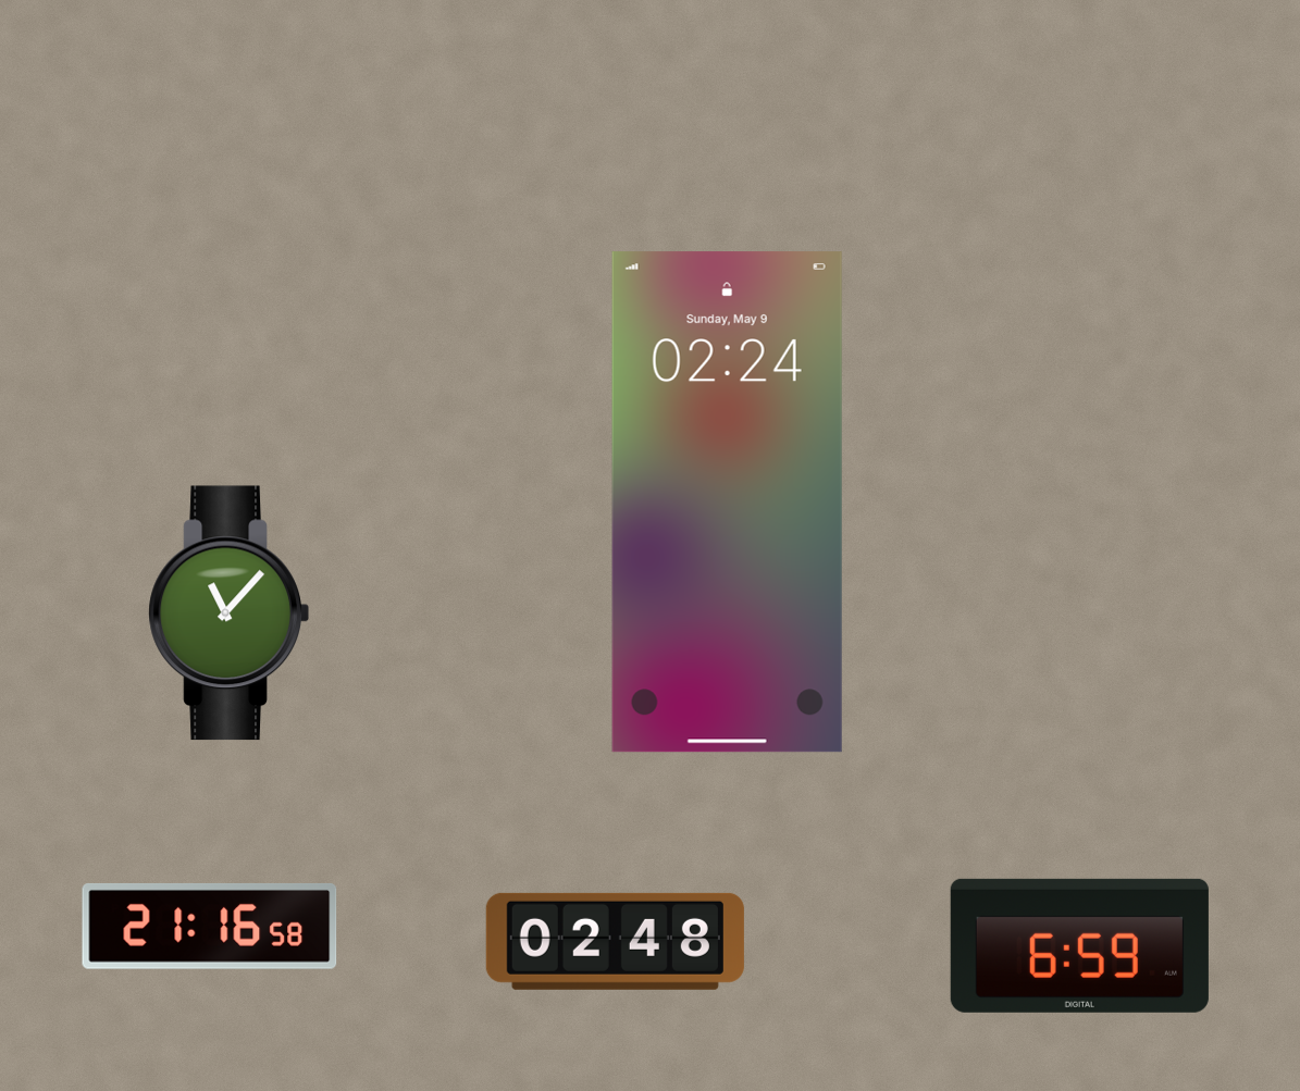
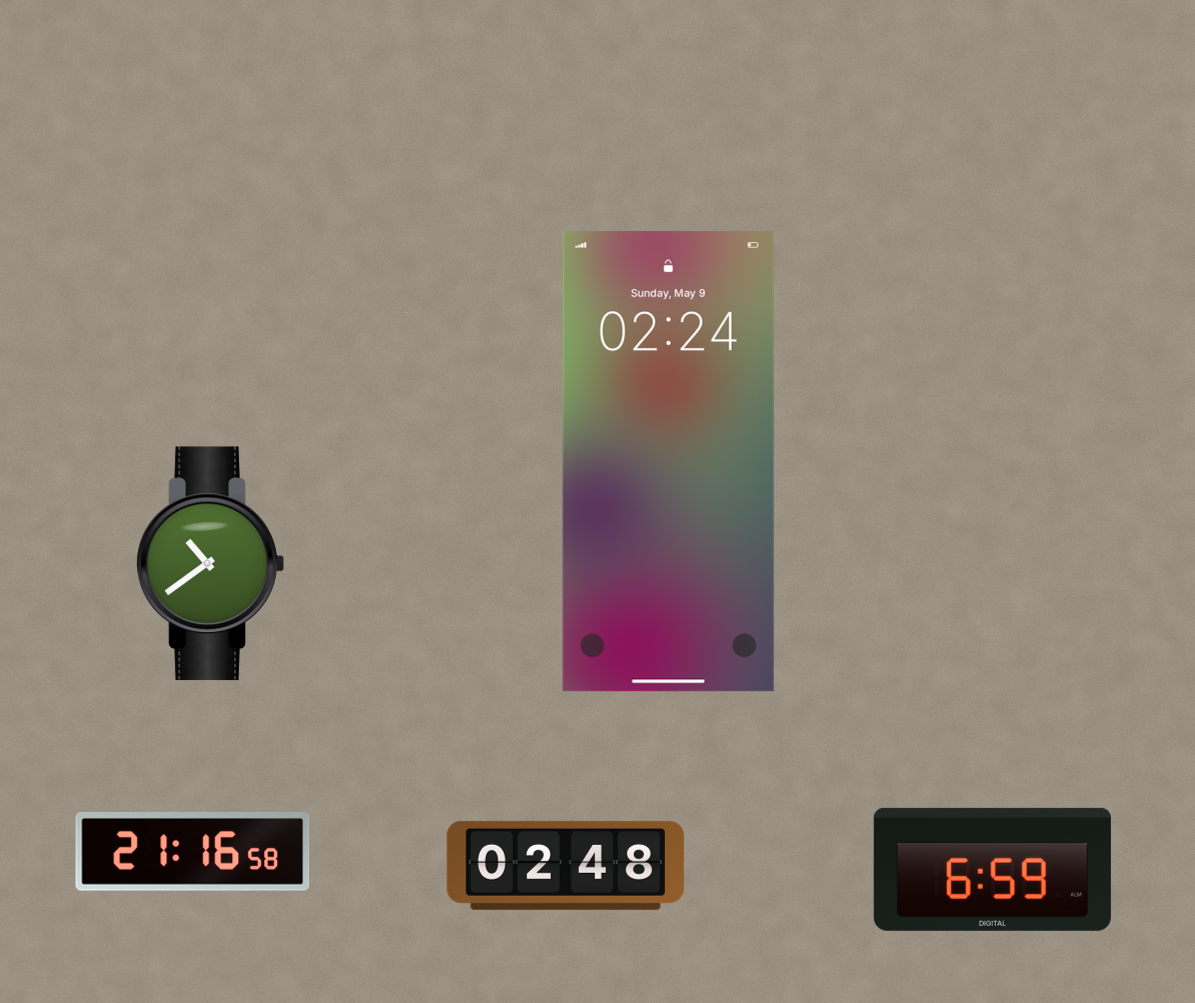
clock at (228, 613): 11:07 -> 10:39
